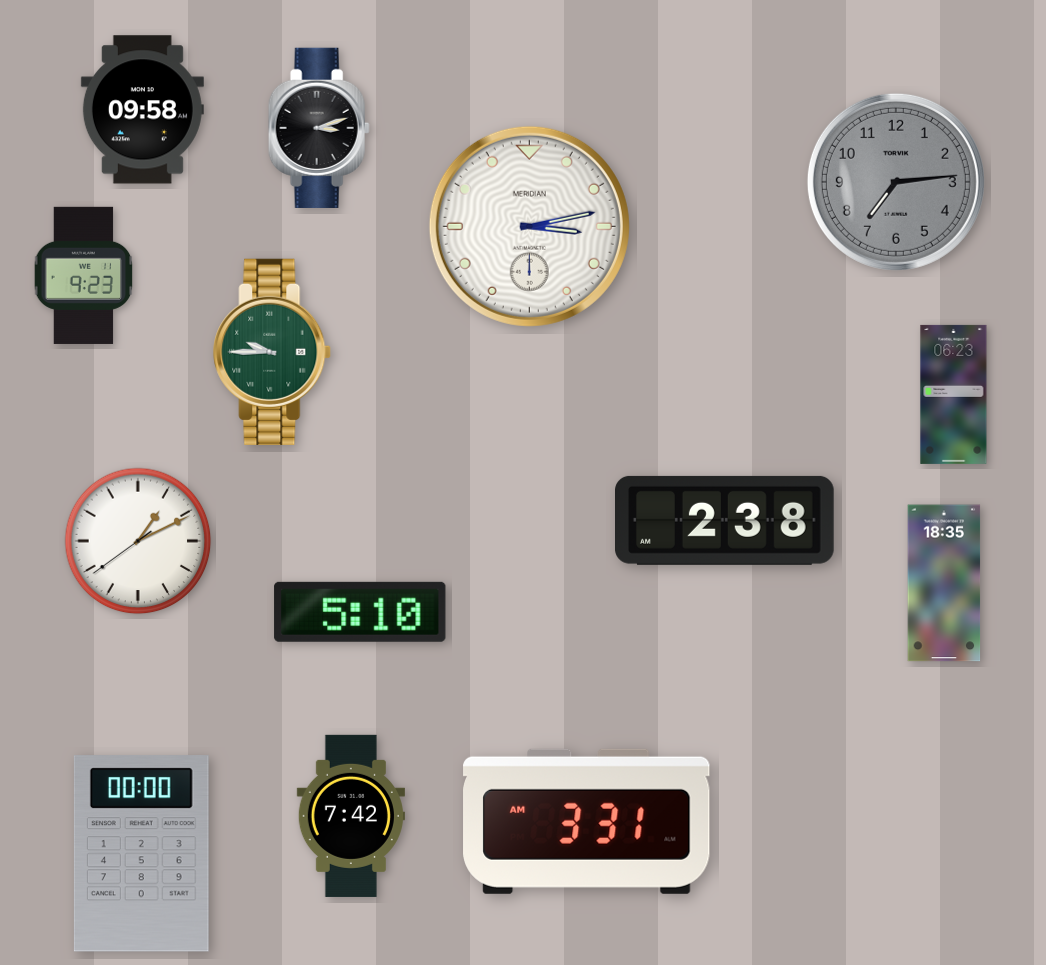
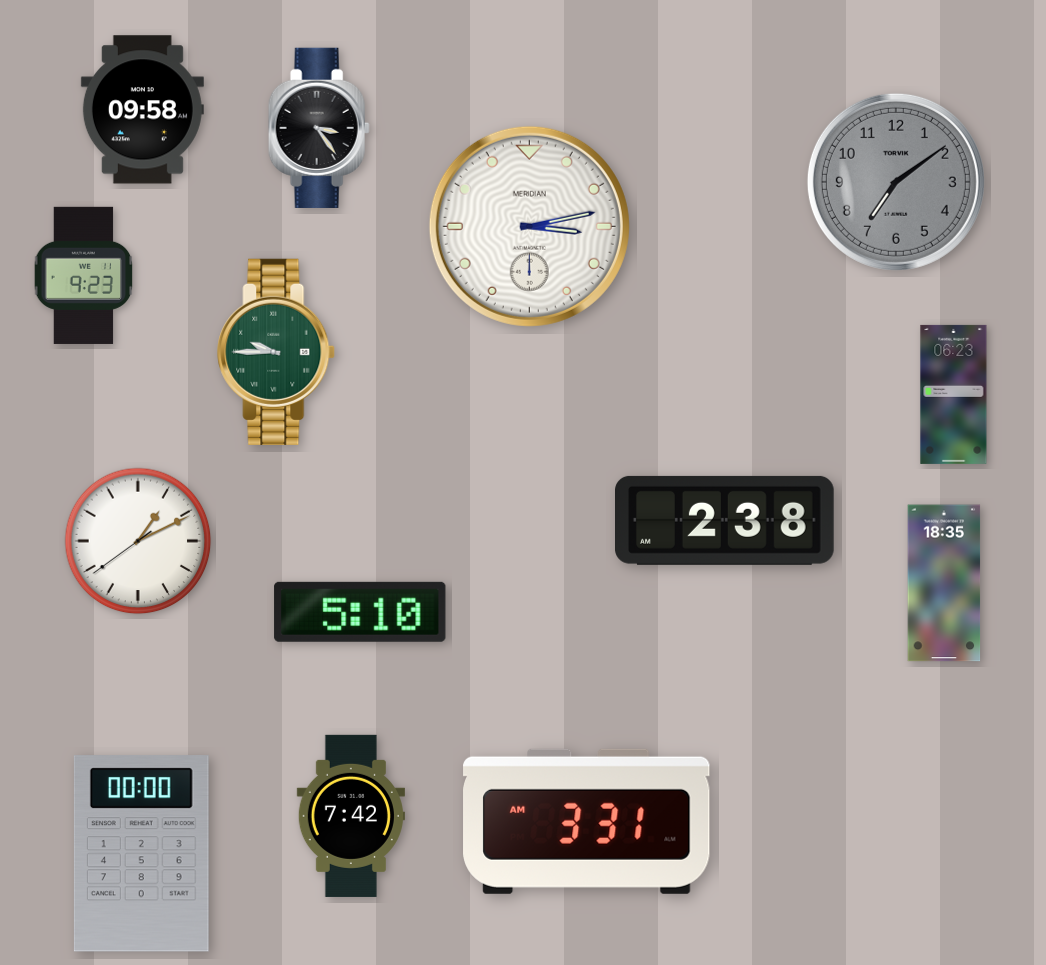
clock at (319, 128): 3:12 -> 3:24
clock at (896, 182): 7:14 -> 7:09
clock at (273, 352) position: (273, 352) -> (277, 352)
